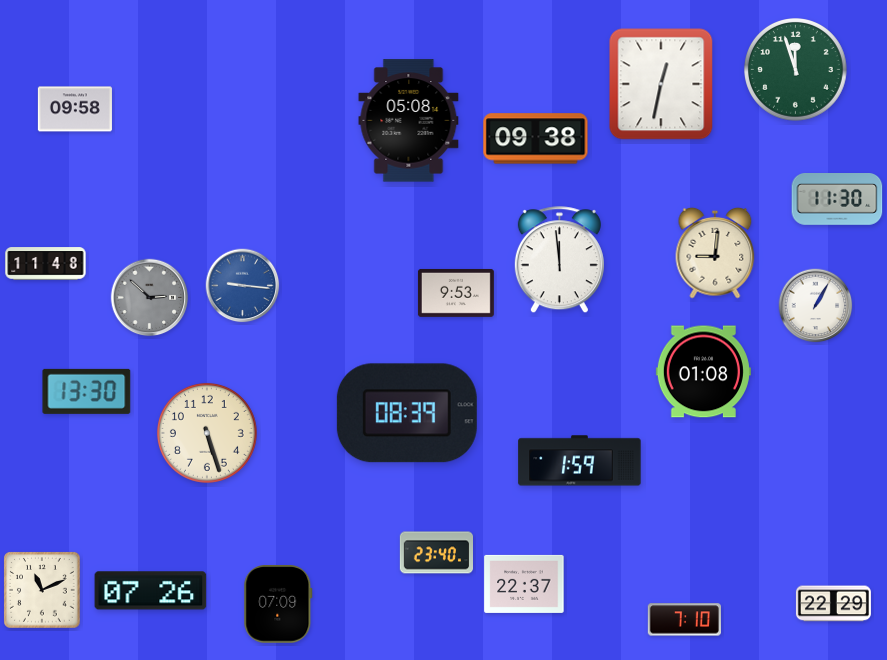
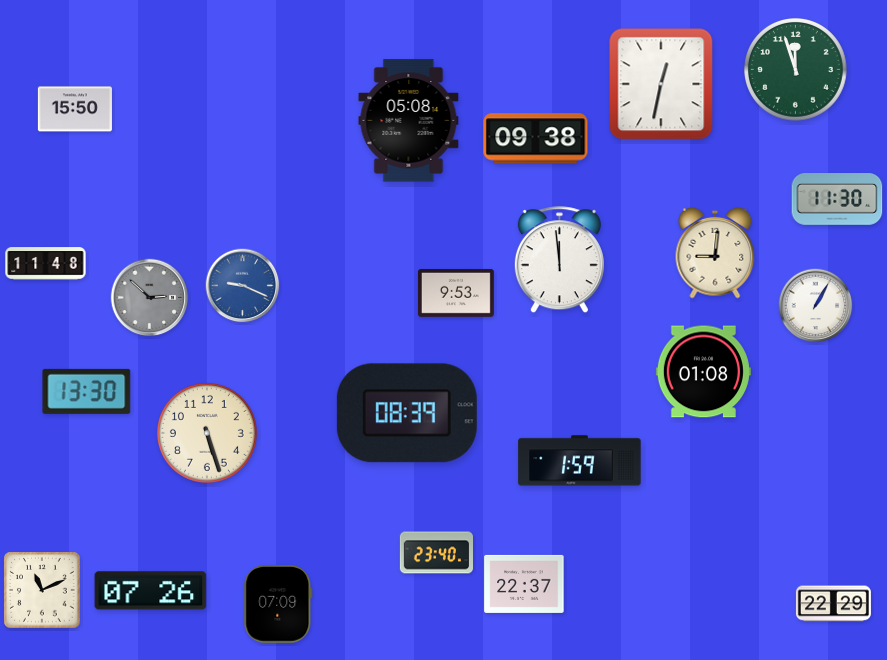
clock at (75, 109): 09:58 -> 15:50
clock at (243, 286): 9:16 -> 9:19
clock at (684, 620): 7:10 -> none
